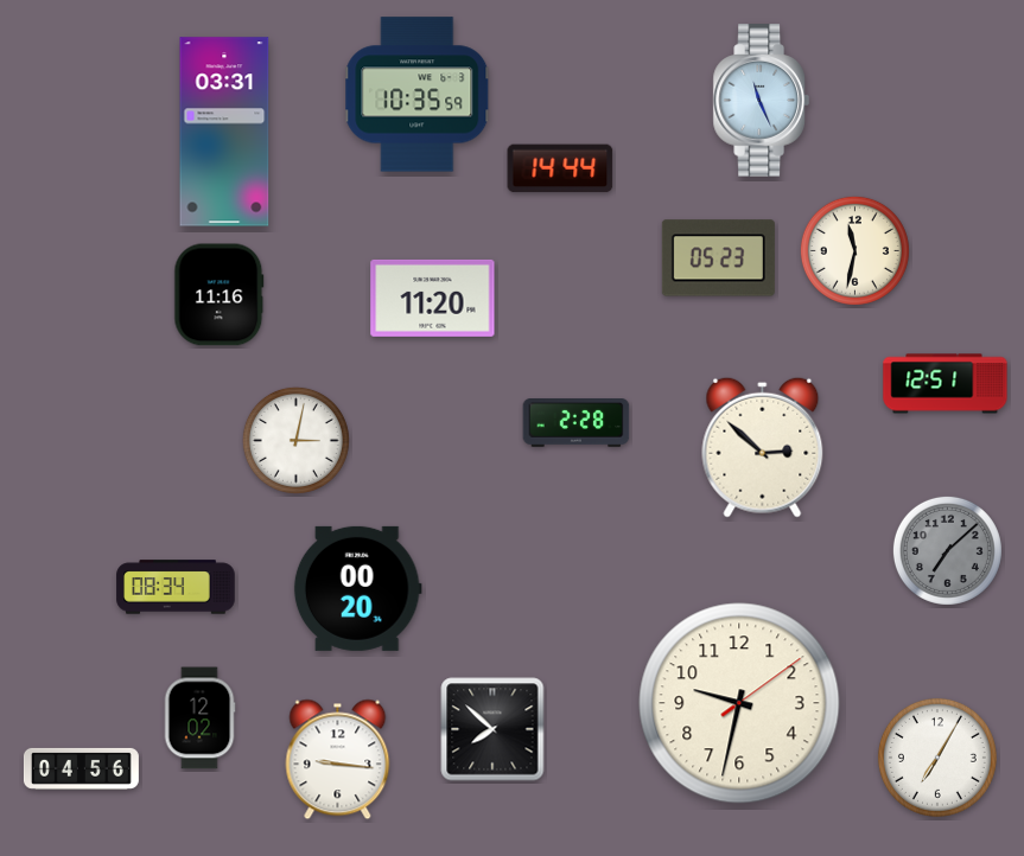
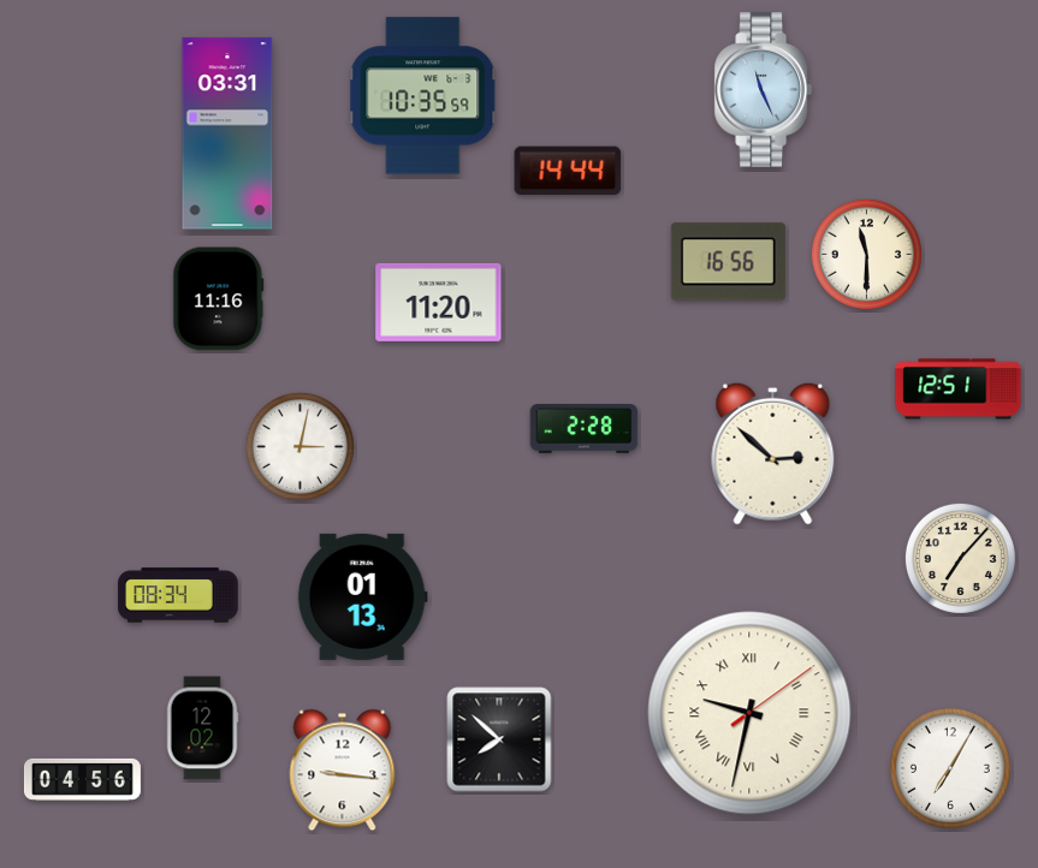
clock at (761, 101) position: (761, 101) -> (763, 90)
clock at (854, 250): 11:32 -> 11:30
clock at (718, 258): 05:23 -> 16:56
clock at (220, 295) position: (220, 295) -> (219, 299)
clock at (947, 550): 7:08 -> 7:07
clock at (947, 550) dial: grey -> cream
clock at (357, 588): 00:20 -> 01:13
clock at (739, 703) numerals: Arabic -> Roman
